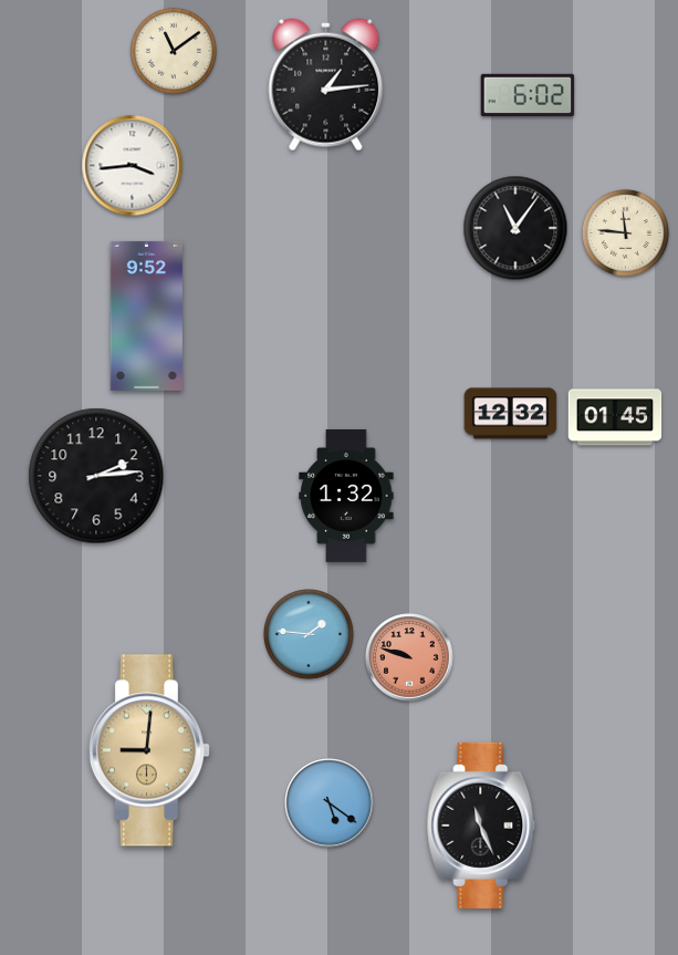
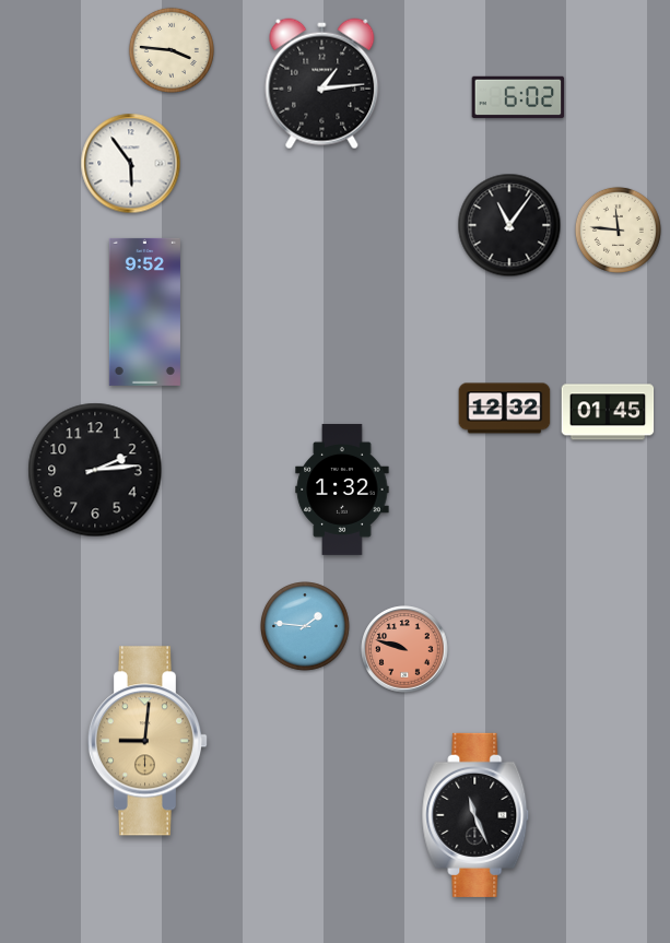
clock at (174, 51): 11:09 -> 3:46
clock at (528, 95) position: (528, 95) -> (518, 97)
clock at (133, 166): 3:44 -> 5:54
clock at (330, 803): 5:21 -> none
